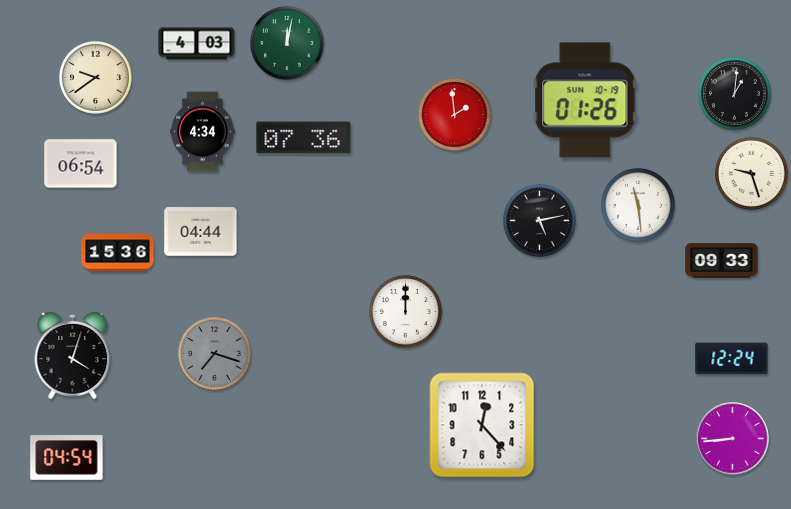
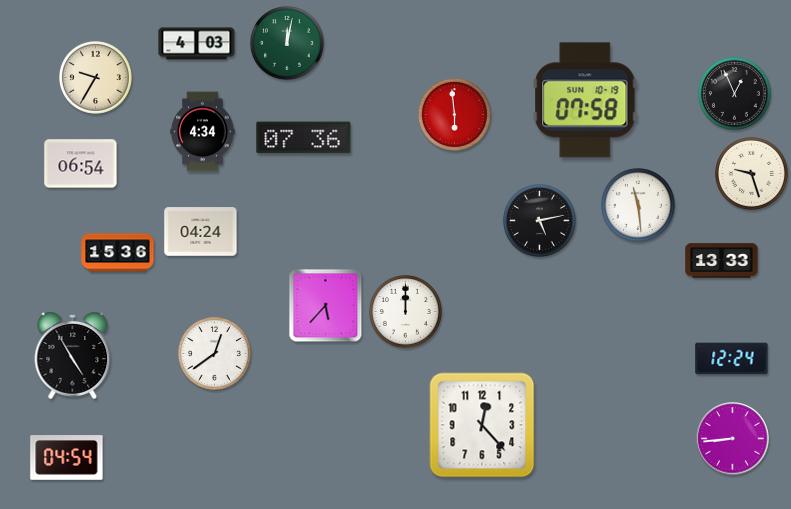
clock at (95, 77): 9:39 -> 9:35
clock at (734, 93): 1:01 -> 12:56
clock at (585, 100): 01:26 -> 07:58
clock at (454, 114): 1:59 -> 5:59
clock at (201, 232): 04:44 -> 04:24
clock at (722, 261): 09:33 -> 13:33
clock at (326, 306): none -> 5:37
clock at (214, 353): 7:18 -> 12:39
clock at (214, 353) dial: grey -> white
clock at (73, 355): 4:03 -> 4:55
